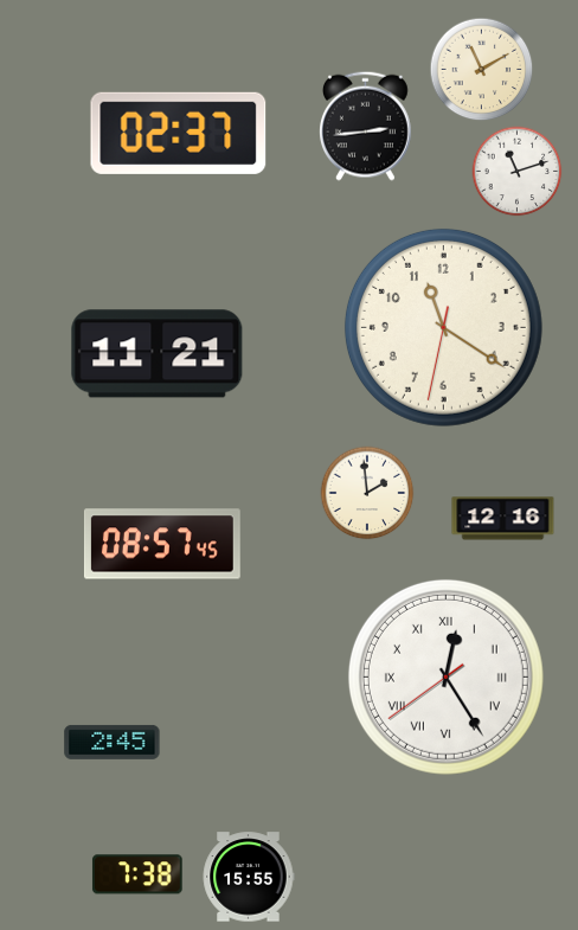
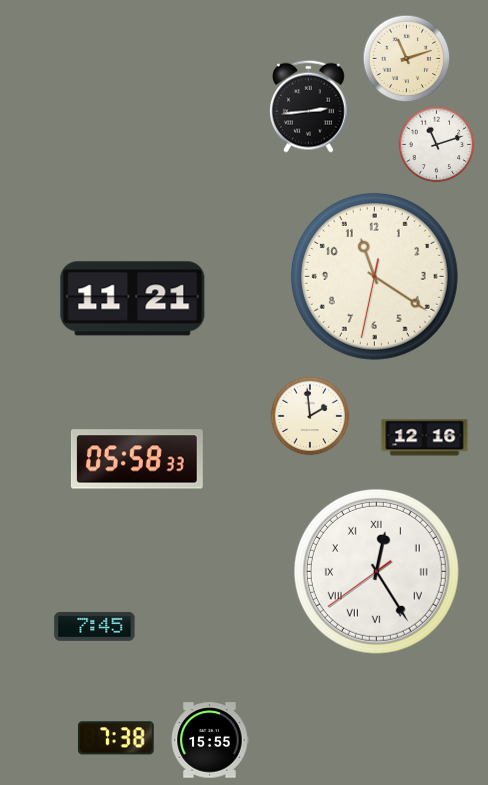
clock at (482, 70): 11:10 -> 11:12
clock at (179, 133): 02:37 -> none
clock at (162, 544): 08:57 -> 05:58
clock at (113, 742): 2:45 -> 7:45
